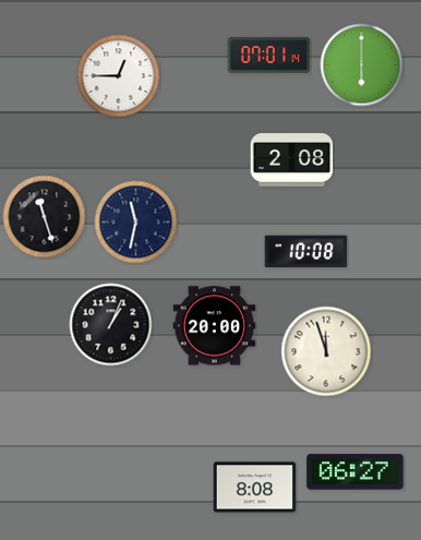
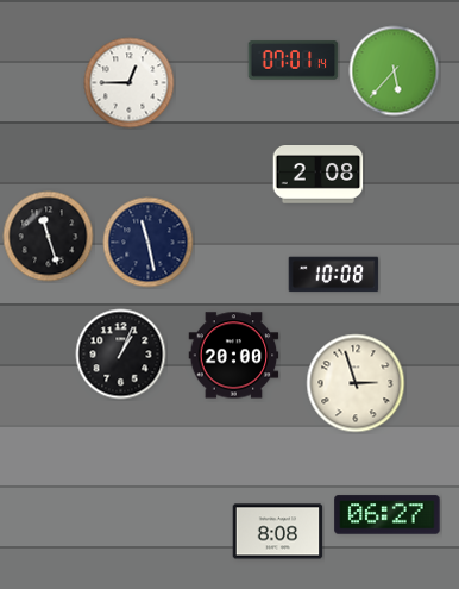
clock at (362, 65): 6:00 -> 5:37
clock at (136, 223): 11:32 -> 11:28
clock at (326, 351): 11:57 -> 2:57
